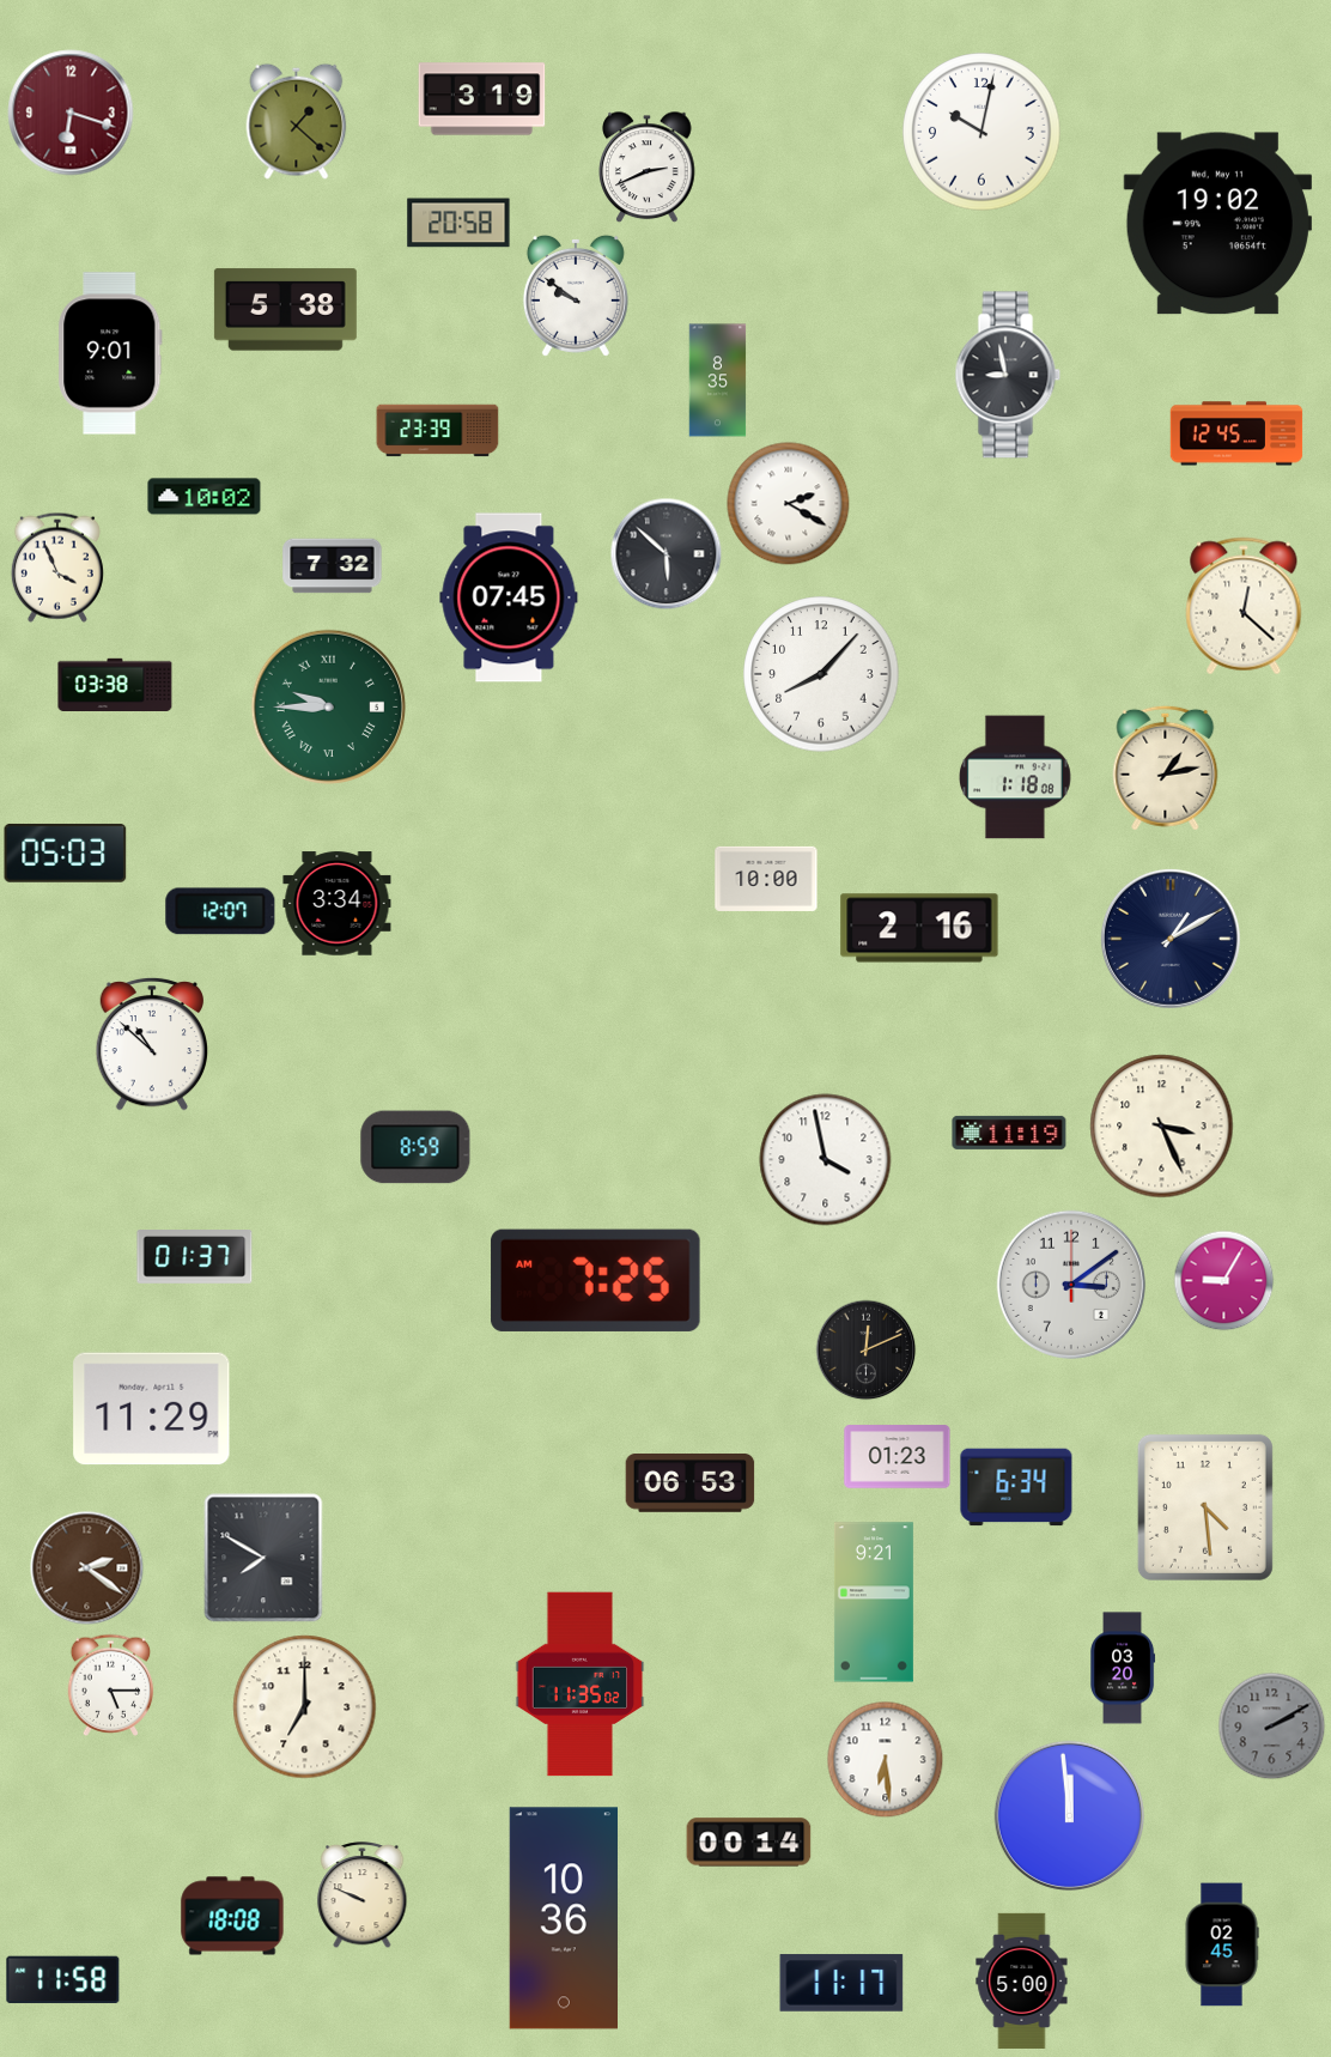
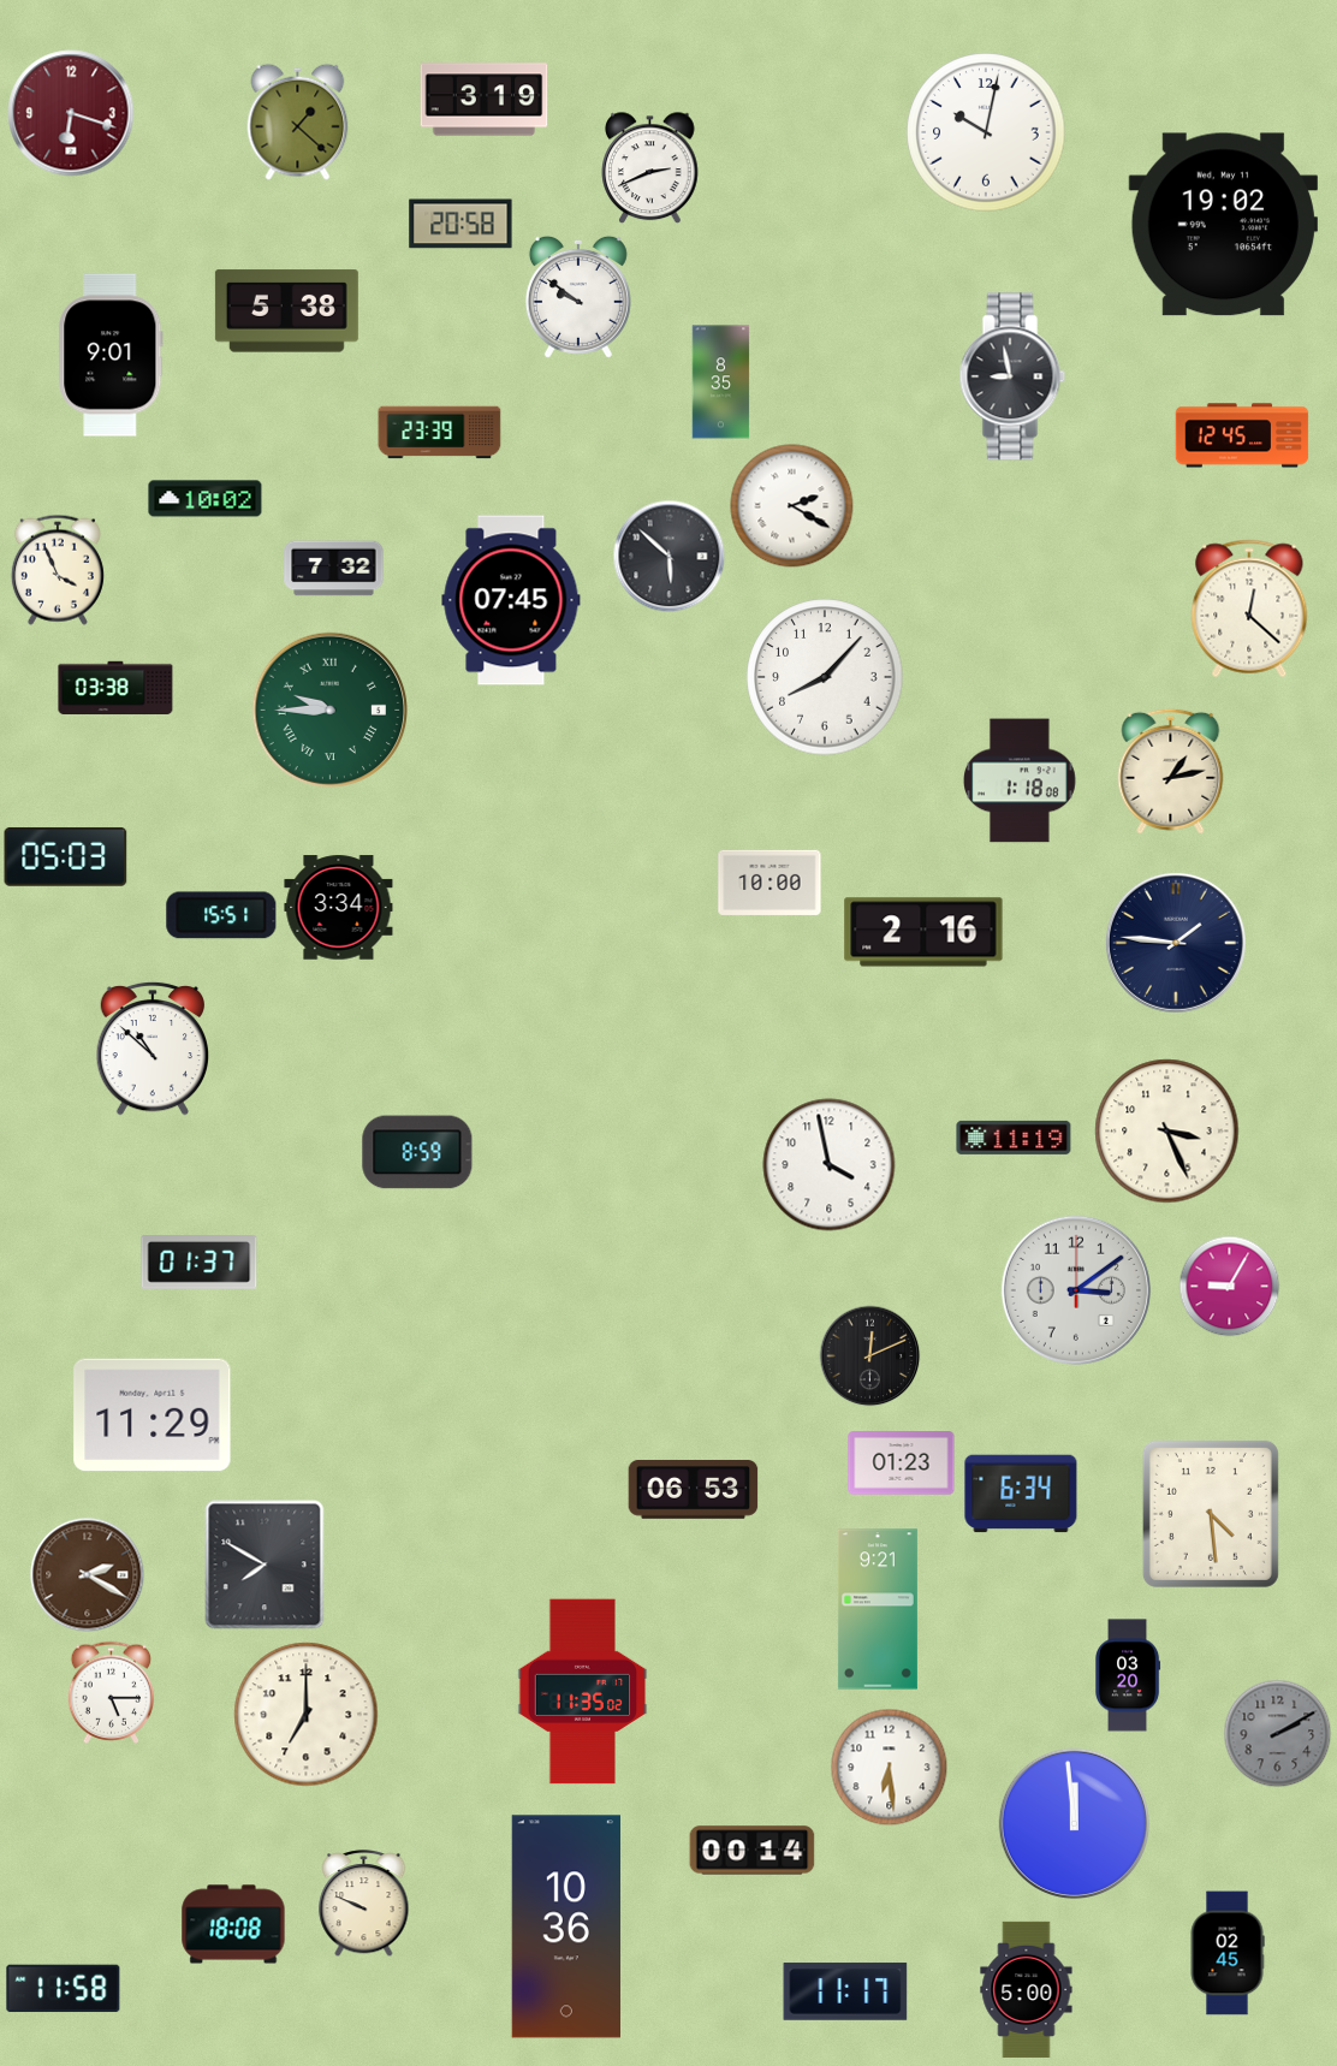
clock at (220, 911): 12:07 -> 15:51
clock at (1171, 939): 1:10 -> 1:46
clock at (195, 1257) position: (195, 1257) -> (200, 1263)
clock at (596, 1280): 7:25 -> none
clock at (86, 1567): 2:21 -> 2:20
